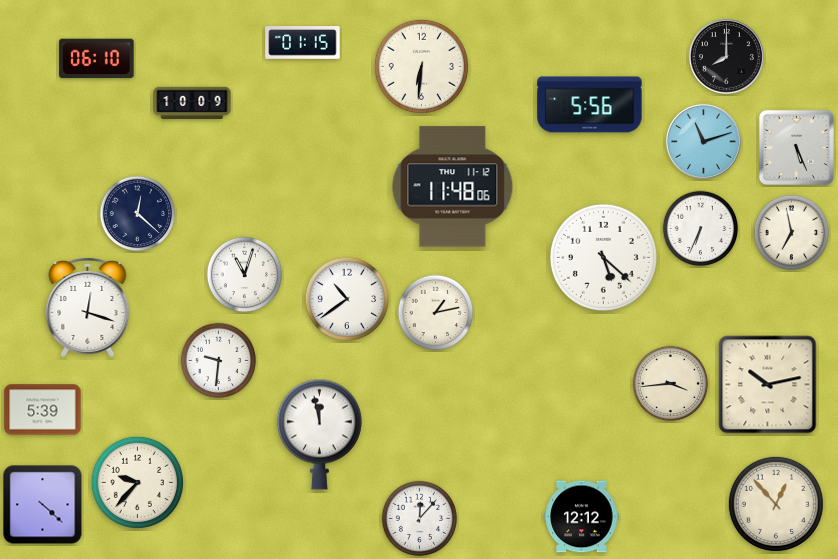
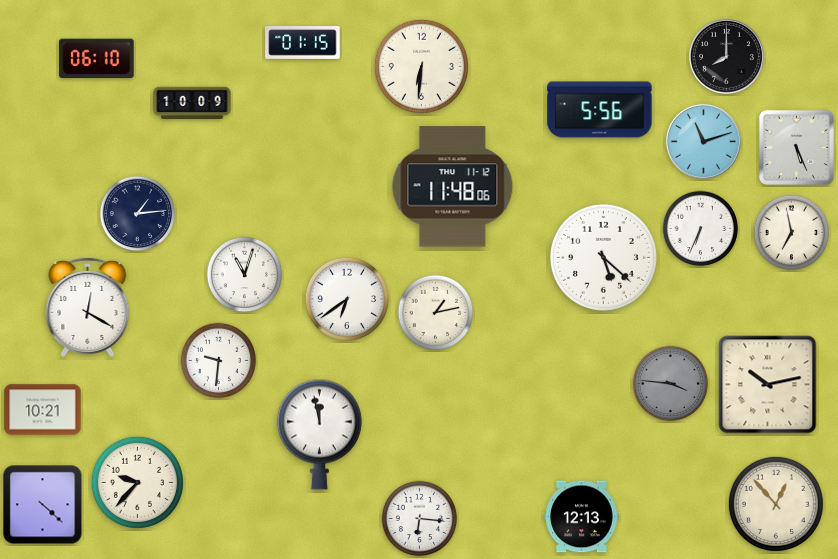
clock at (590, 105) position: (590, 105) -> (600, 110)
clock at (138, 214): 12:22 -> 1:14
clock at (346, 298): 10:39 -> 6:39
clock at (88, 307): 12:18 -> 12:20
clock at (671, 384): 3:44 -> 3:46
clock at (671, 384) dial: cream -> grey
clock at (43, 410): 5:39 -> 10:21
clock at (582, 517): 12:12 -> 12:13
clock at (420, 519): 12:07 -> 6:16
